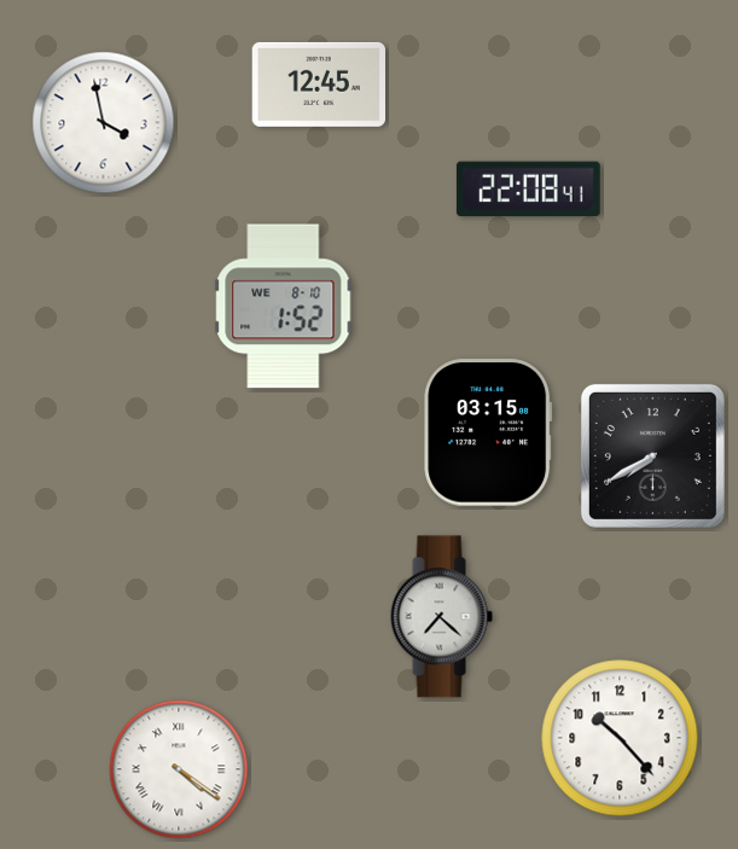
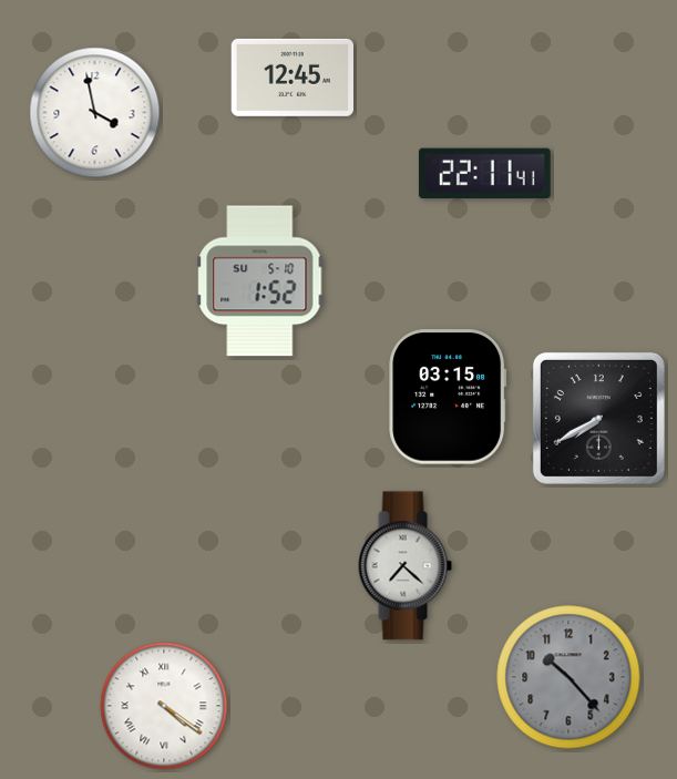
clock at (528, 190): 22:08 -> 22:11
clock at (284, 307) date: WE 8-10 -> SU 5-10
clock at (620, 738) dial: white -> grey
